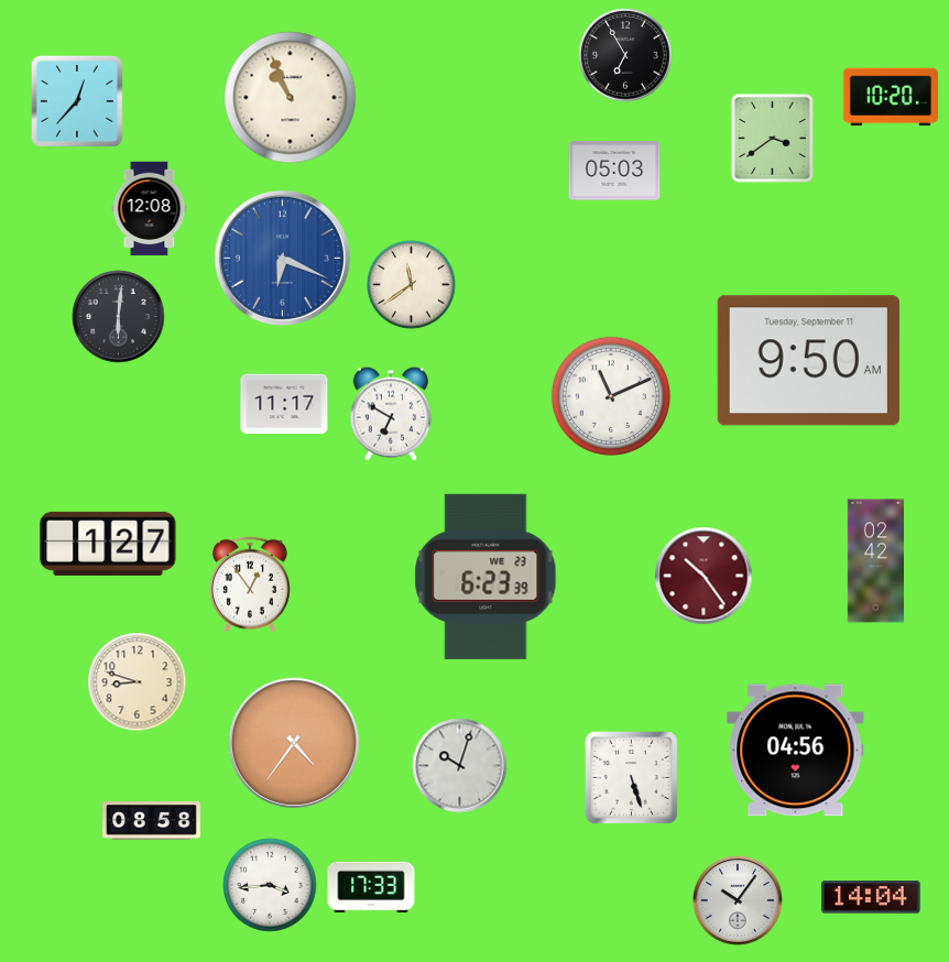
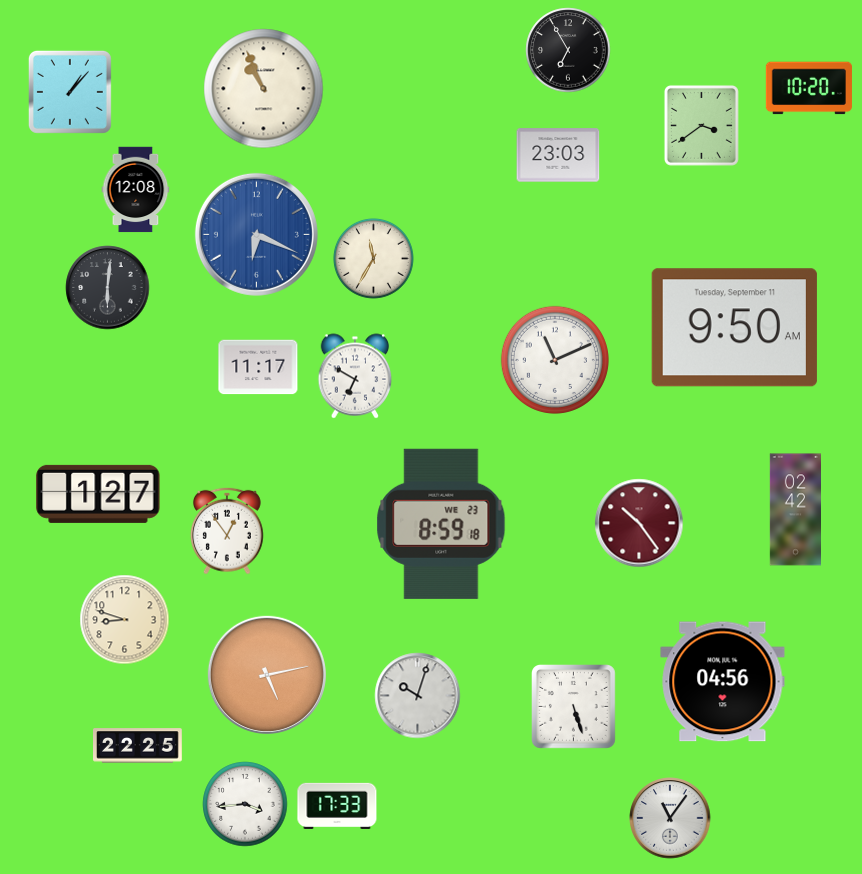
clock at (77, 101): 12:37 -> 1:07
clock at (614, 171): 05:03 -> 23:03
clock at (411, 284): 11:39 -> 11:35
clock at (486, 577): 6:23 -> 8:59
clock at (294, 743): 4:36 -> 5:13
clock at (152, 821): 08:58 -> 22:25
clock at (871, 897): 14:04 -> none
clock at (738, 900): 10:06 -> 11:06
